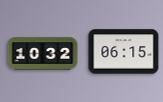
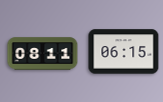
clock at (43, 54): 10:32 -> 08:11
